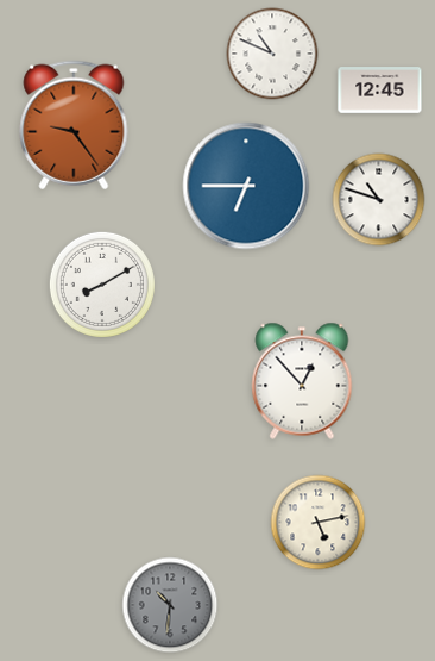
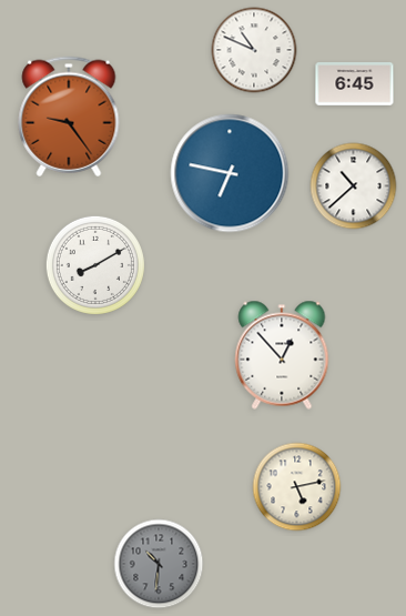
clock at (380, 91): 12:45 -> 6:45
clock at (246, 186): 6:45 -> 6:47
clock at (379, 200): 10:48 -> 10:38
